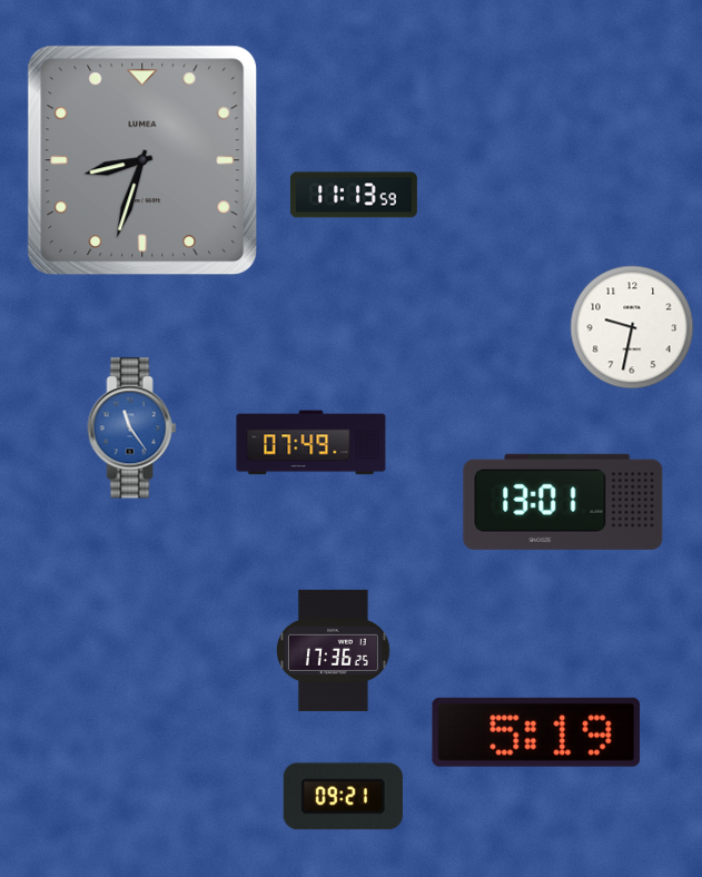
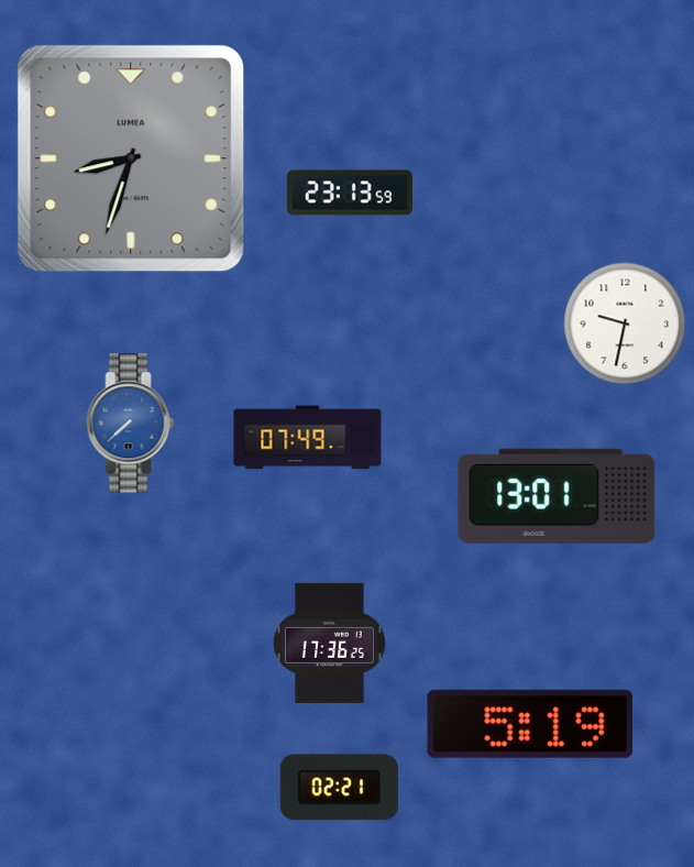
clock at (142, 160) position: (142, 160) -> (131, 158)
clock at (354, 195): 11:13 -> 23:13
clock at (132, 428): 11:24 -> 7:38
clock at (343, 797): 09:21 -> 02:21
